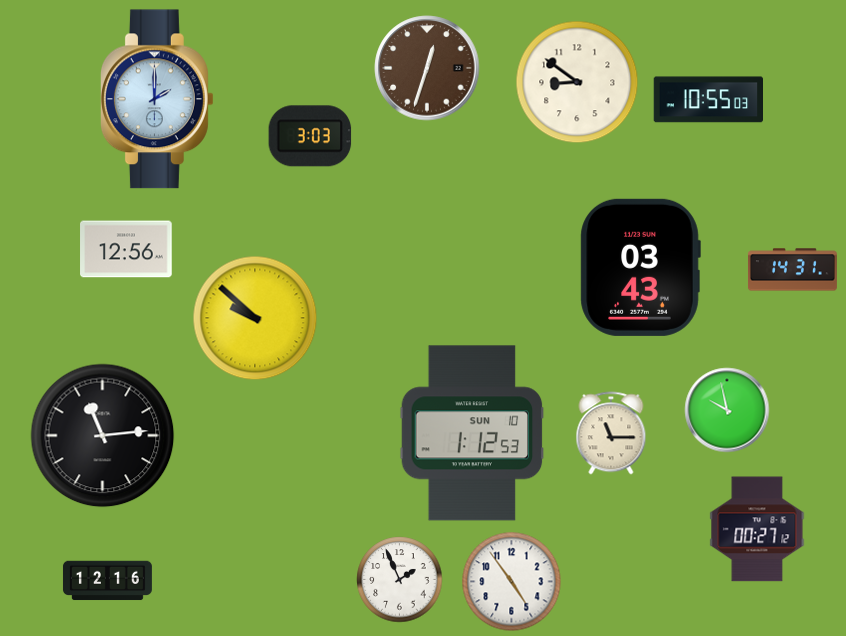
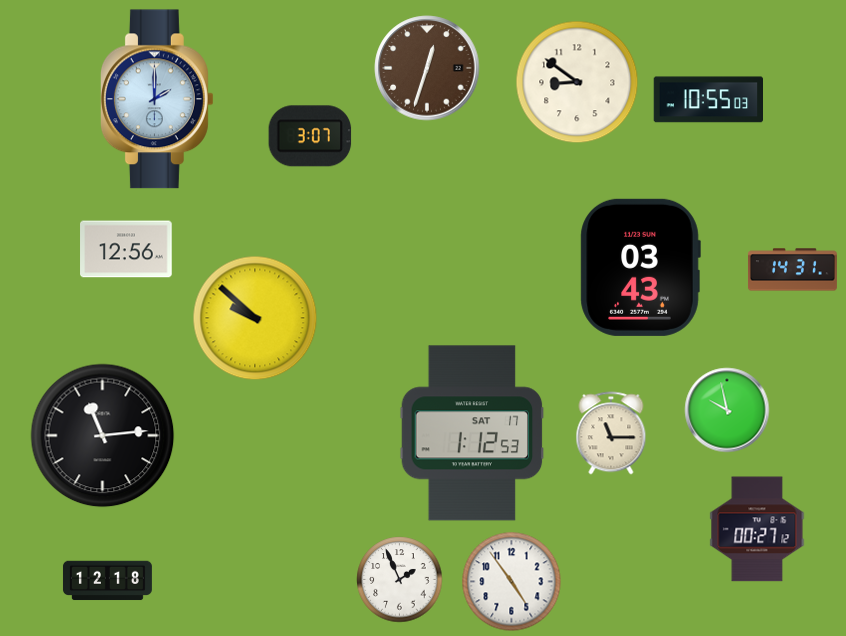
clock at (310, 136): 3:03 -> 3:07
clock at (472, 433) date: SUN 10 -> SAT 17
clock at (107, 581): 12:16 -> 12:18
